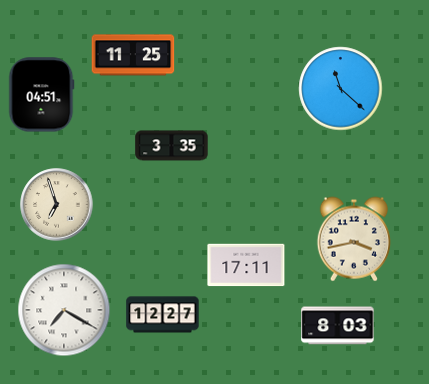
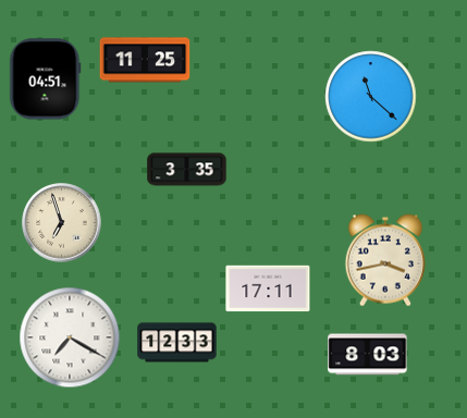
clock at (42, 95) position: (42, 95) -> (46, 79)
clock at (172, 146) position: (172, 146) -> (187, 170)
clock at (163, 315): 12:27 -> 12:33
